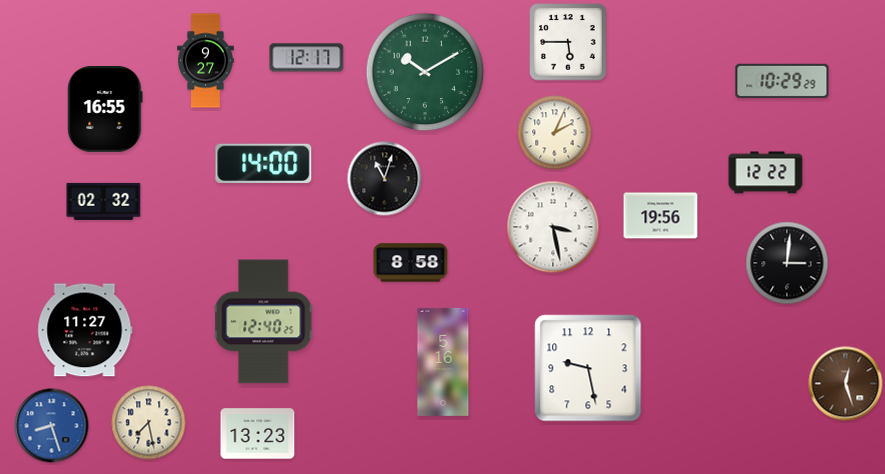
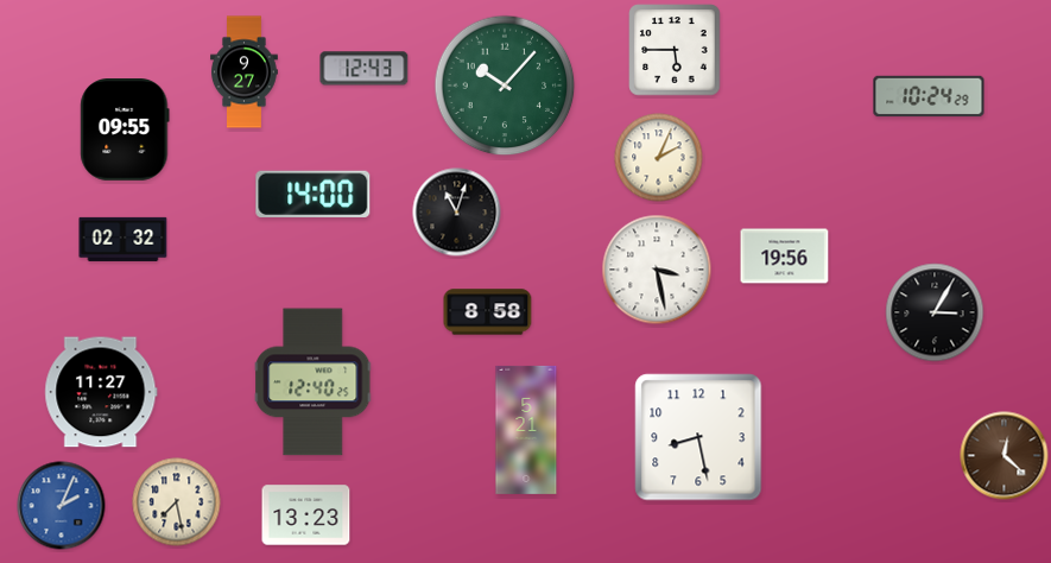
clock at (307, 58): 12:17 -> 12:43
clock at (425, 72): 10:10 -> 10:07
clock at (782, 81): 10:29 -> 10:24
clock at (105, 110): 16:55 -> 09:55
clock at (766, 173): 12:22 -> none
clock at (787, 263): 3:01 -> 3:05
clock at (443, 362): 5:16 -> 5:21
clock at (588, 368): 9:28 -> 8:28
clock at (846, 384): 12:27 -> 12:22
clock at (52, 426): 8:27 -> 2:04
